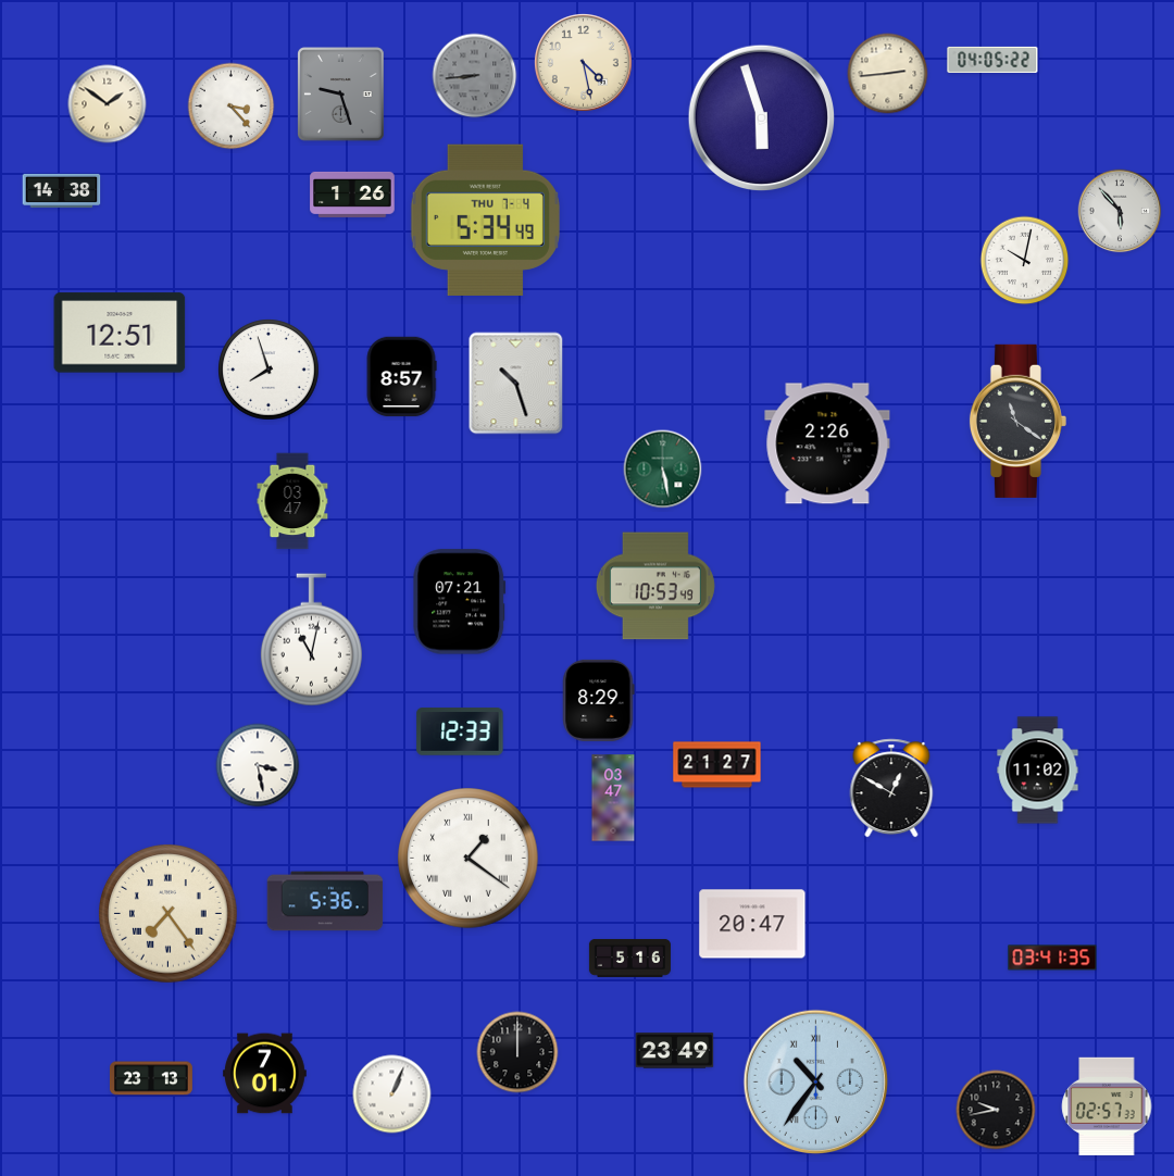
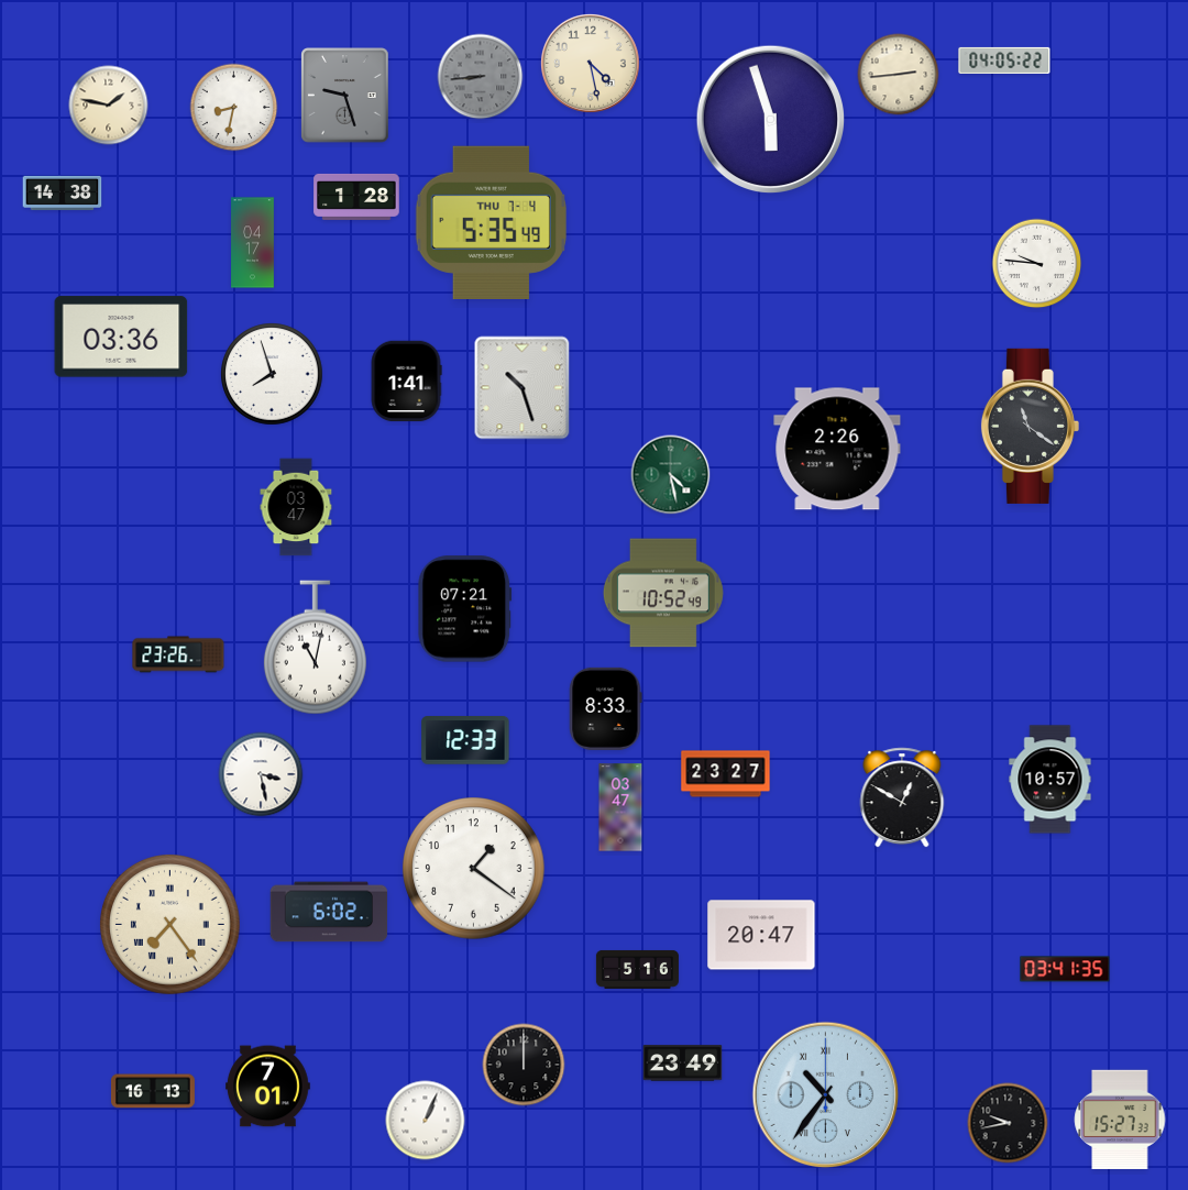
clock at (108, 104): 1:51 -> 1:47
clock at (232, 107): 3:23 -> 8:32
clock at (352, 195): 1:26 -> 1:28
clock at (1120, 211): 5:53 -> none
clock at (485, 220): 5:34 -> 5:35
clock at (253, 243): none -> 04:17
clock at (1025, 261): 10:02 -> 9:46
clock at (120, 333): 12:51 -> 03:36
clock at (401, 377): 8:57 -> 1:41
clock at (663, 470): 5:28 -> 4:28
clock at (655, 586): 10:53 -> 10:52
clock at (178, 654): none -> 23:26
clock at (599, 700): 8:29 -> 8:33
clock at (717, 765): 21:27 -> 23:27
clock at (1038, 771): 11:02 -> 10:57
clock at (469, 859) numerals: Roman -> Arabic
clock at (325, 901): 5:36 -> 6:02
clock at (151, 1078): 23:13 -> 16:13
clock at (392, 1094) position: (392, 1094) -> (426, 1121)
clock at (1107, 1105): 02:57 -> 15:27
